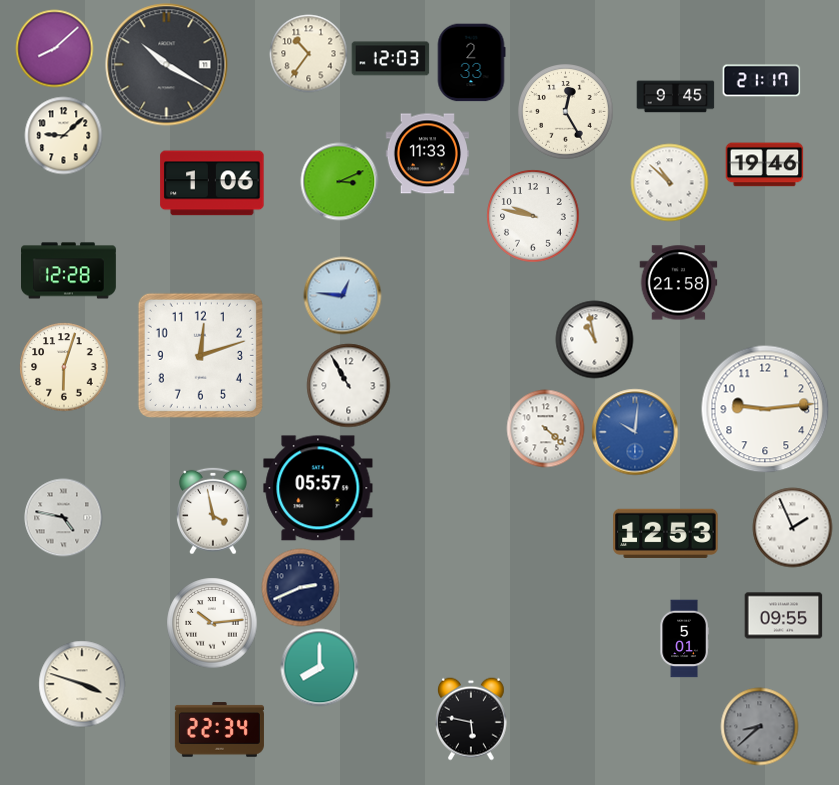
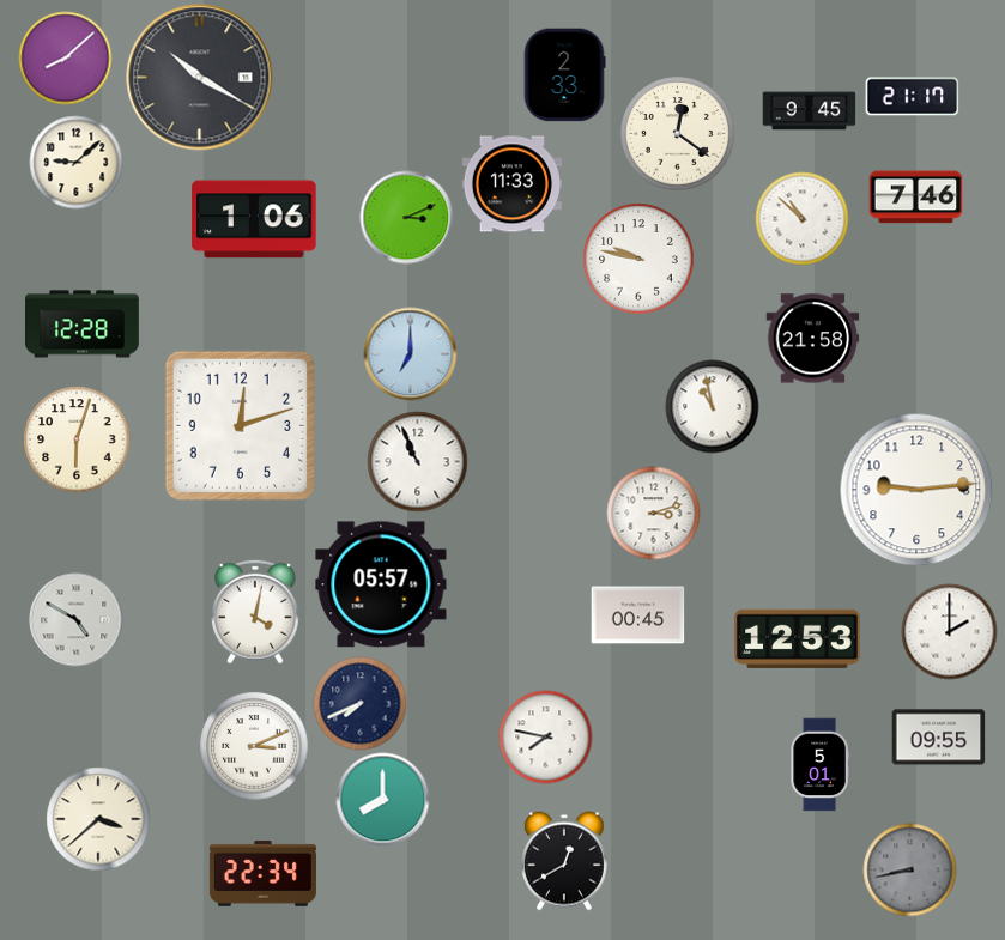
clock at (308, 53): 10:36 -> none
clock at (390, 59): 12:03 -> none
clock at (675, 97) position: (675, 97) -> (809, 111)
clock at (565, 111): 12:25 -> 12:21
clock at (764, 165): 19:46 -> 7:46
clock at (342, 295): 12:46 -> 7:00
clock at (348, 385): 10:55 -> 10:56
clock at (545, 428): 4:22 -> 3:12
clock at (635, 432): 10:01 -> none
clock at (214, 511): 3:58 -> 4:02
clock at (637, 615): none -> 00:45
clock at (63, 517): 4:47 -> 4:50
clock at (792, 527): 1:56 -> 2:00
clock at (300, 587): 2:41 -> 7:41
clock at (545, 736): none -> 7:47
clock at (212, 623): 10:14 -> 3:11
clock at (82, 684): 3:48 -> 3:38
clock at (472, 719): 5:47 -> 12:40
clock at (759, 726): 8:38 -> 8:43
